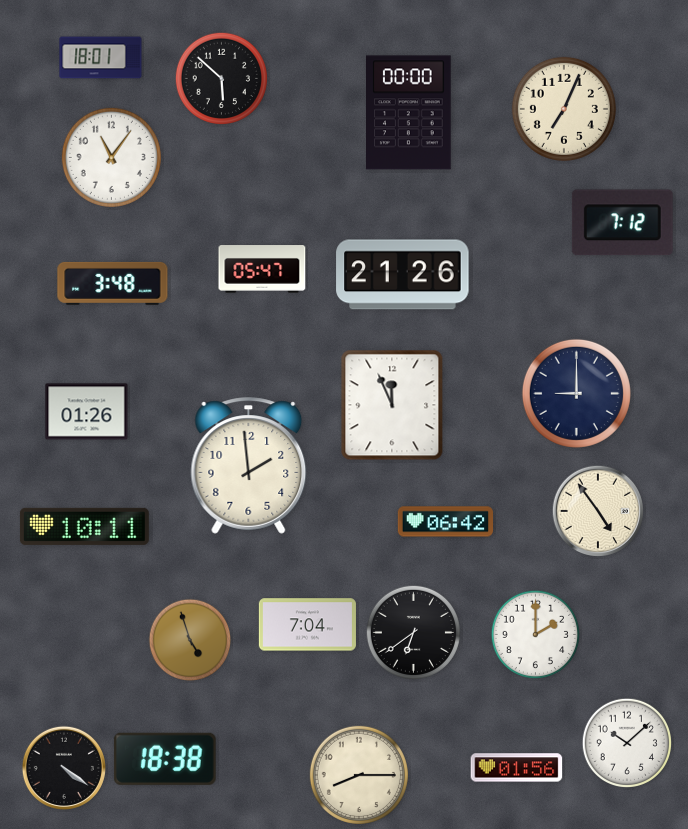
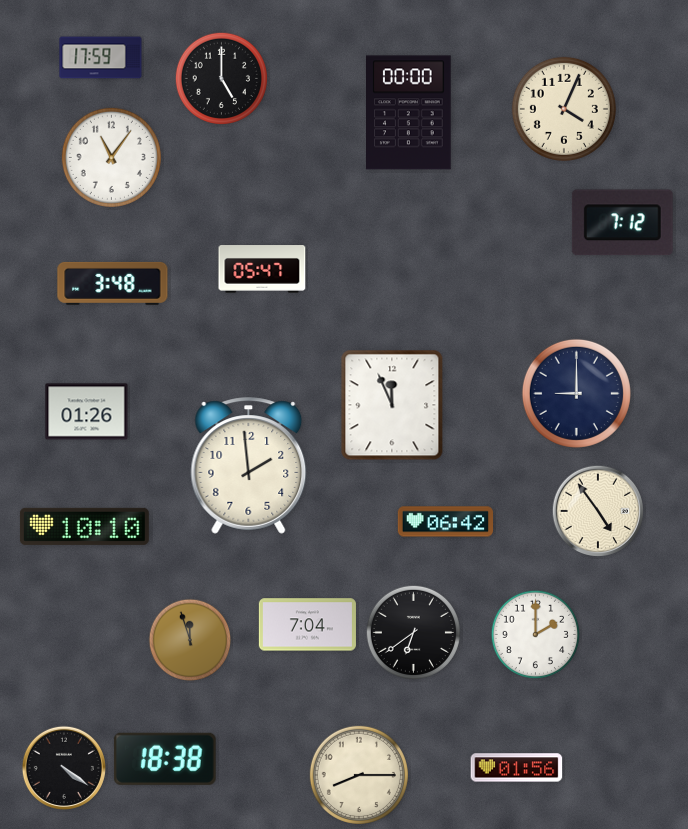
clock at (101, 58): 18:01 -> 17:59
clock at (221, 78): 5:52 -> 5:00
clock at (564, 109): 7:04 -> 4:04
clock at (403, 275): 21:26 -> none
clock at (84, 526): 10:11 -> 10:10
clock at (190, 640): 4:57 -> 11:57
clock at (626, 742): 10:08 -> none
